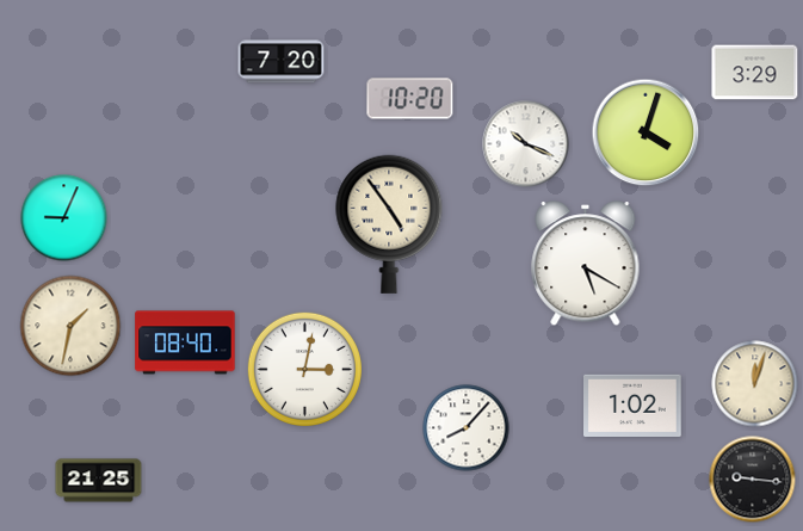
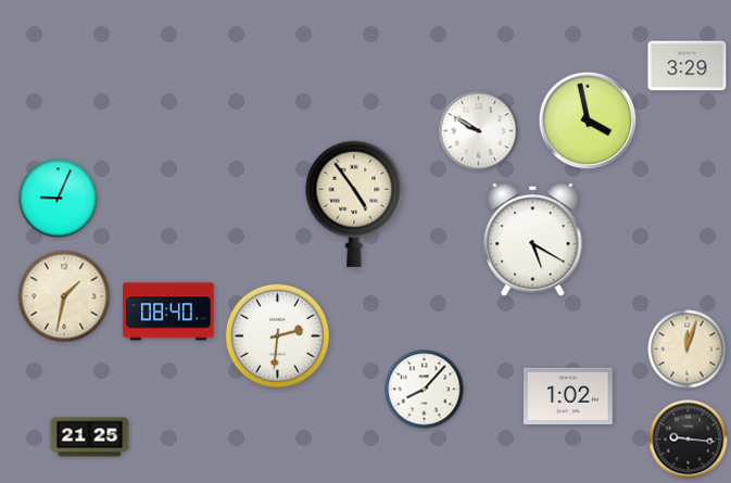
clock at (282, 62): 7:20 -> none
clock at (410, 99): 10:20 -> none
clock at (646, 132): 4:03 -> 3:58
clock at (526, 144): 10:19 -> 9:50
clock at (304, 369): 3:02 -> 2:31
clock at (634, 405) position: (634, 405) -> (569, 395)
clock at (753, 480) position: (753, 480) -> (689, 440)
